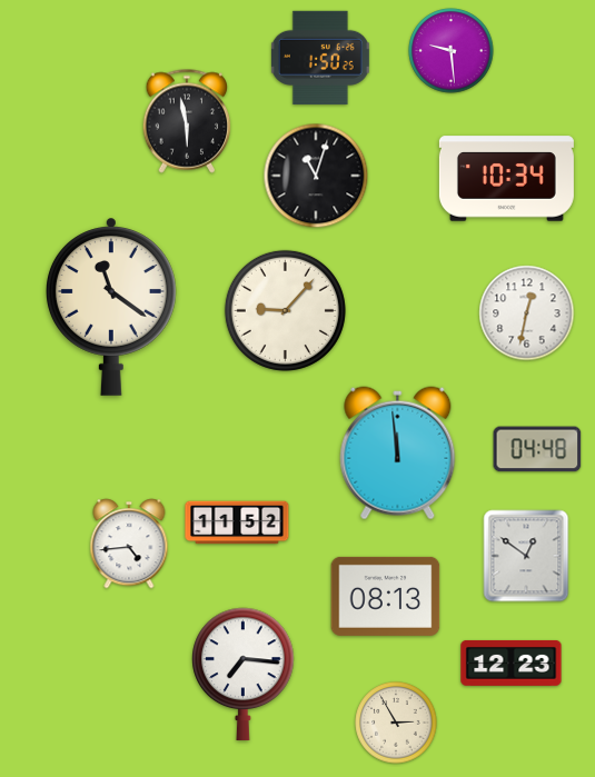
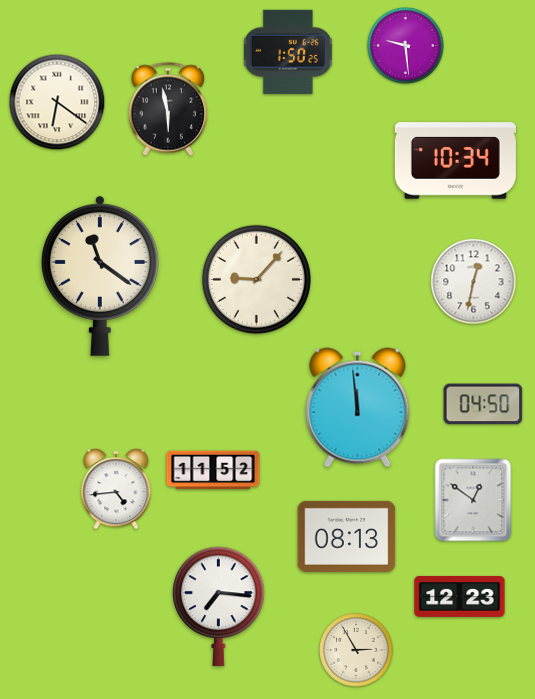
clock at (57, 102): none -> 6:21
clock at (316, 176): 11:03 -> none
clock at (537, 449): 04:48 -> 04:50
